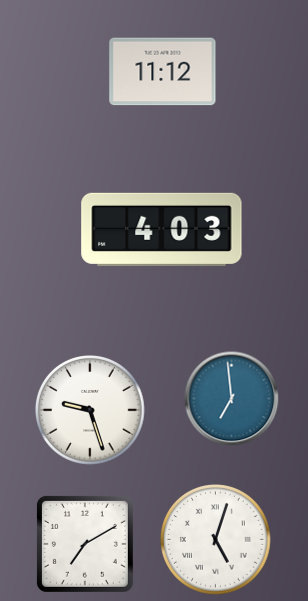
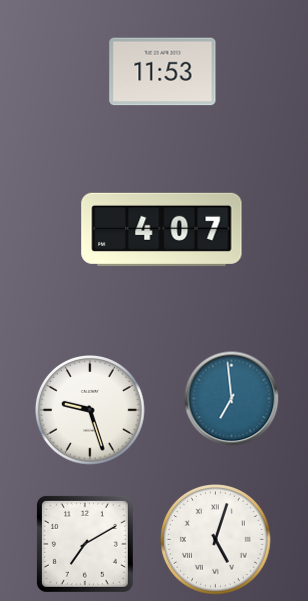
clock at (163, 72): 11:12 -> 11:53
clock at (162, 229): 4:03 -> 4:07
